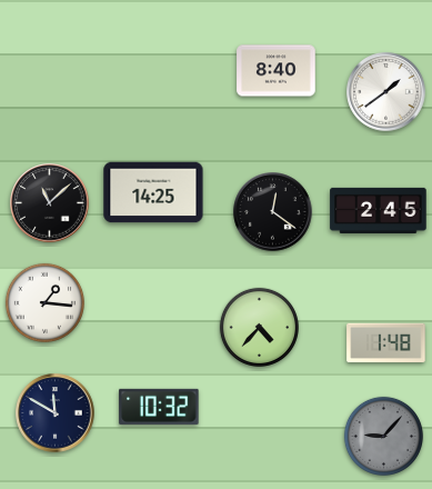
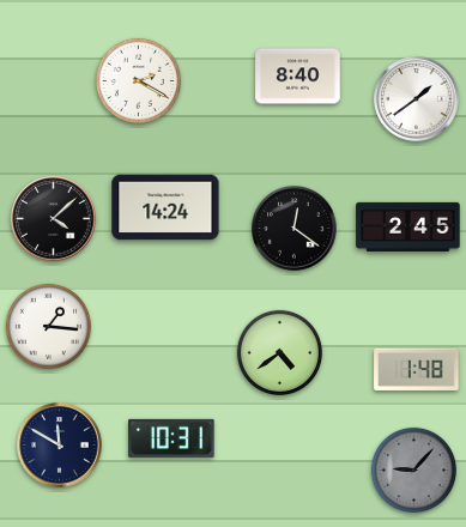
clock at (138, 80): none -> 2:20
clock at (153, 192): 14:25 -> 14:24
clock at (50, 203): 11:08 -> 4:08
clock at (259, 327): 4:37 -> 4:39
clock at (159, 407): 10:32 -> 10:31
